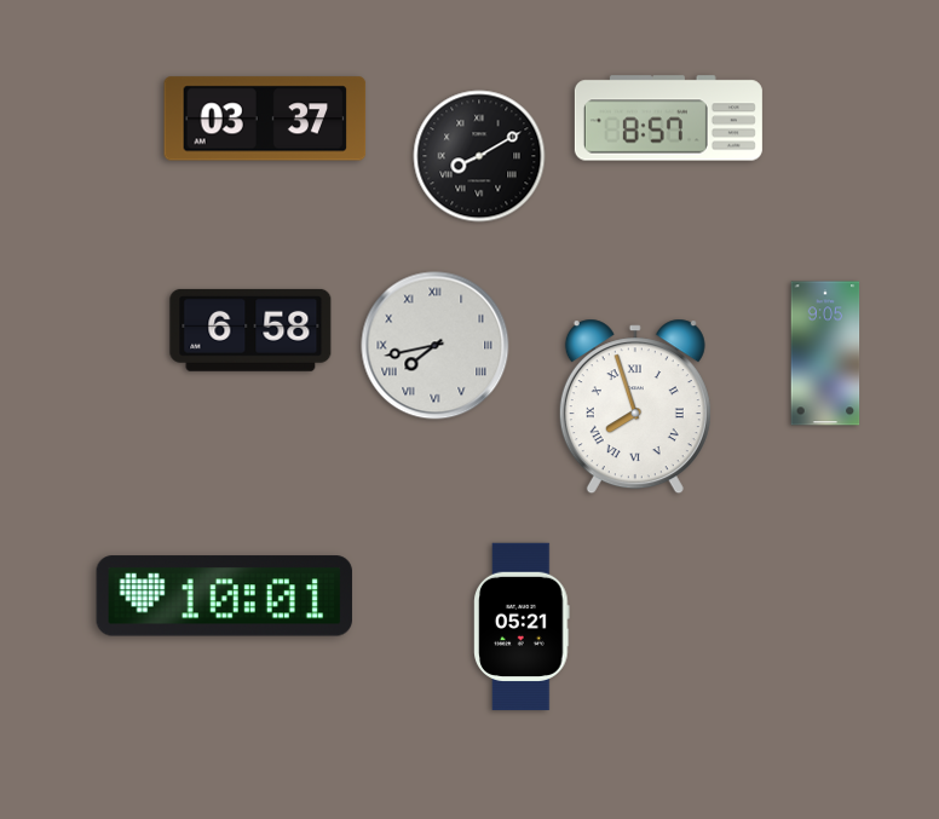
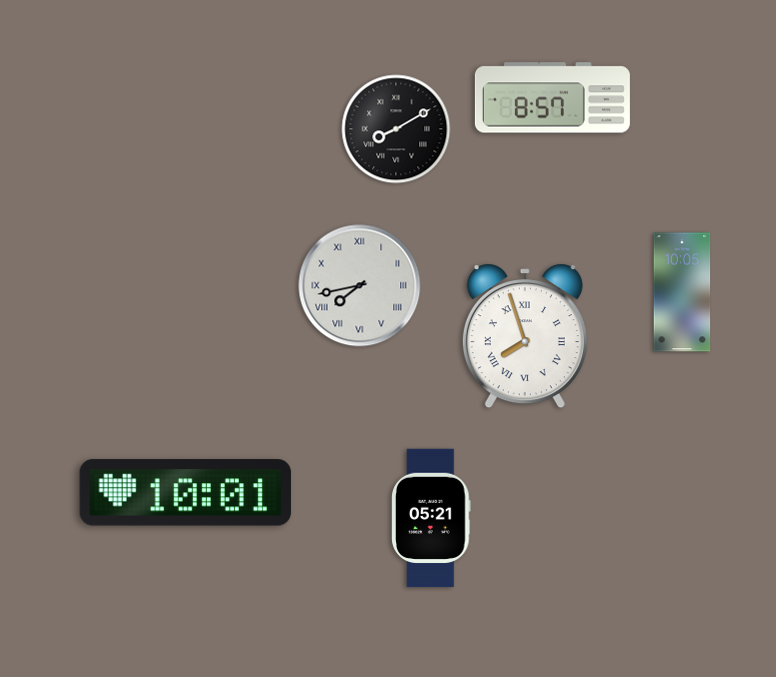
clock at (265, 119): 03:37 -> none
clock at (250, 330): 6:58 -> none
clock at (825, 353): 9:05 -> 10:05
